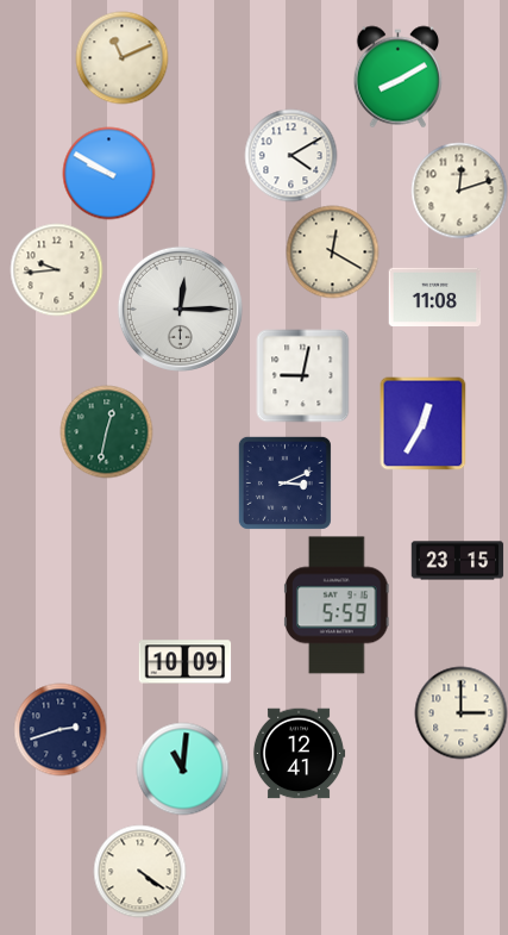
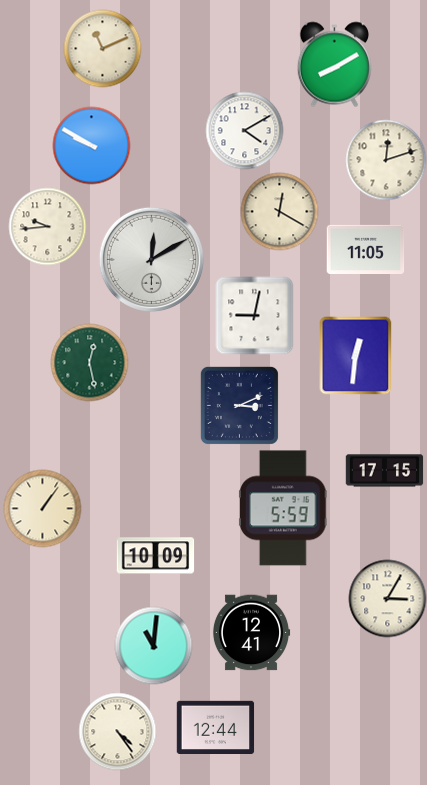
clock at (434, 297): 11:08 -> 11:05
clock at (180, 308): 12:15 -> 12:10
clock at (424, 423): 12:35 -> 12:31
clock at (106, 431): 12:32 -> 12:28
clock at (457, 561): 23:15 -> 17:15
clock at (42, 508): none -> 1:06
clock at (460, 712): 3:00 -> 3:05
clock at (59, 729): 2:42 -> none
clock at (215, 727): none -> 12:44
clock at (139, 871): 4:21 -> 4:24
